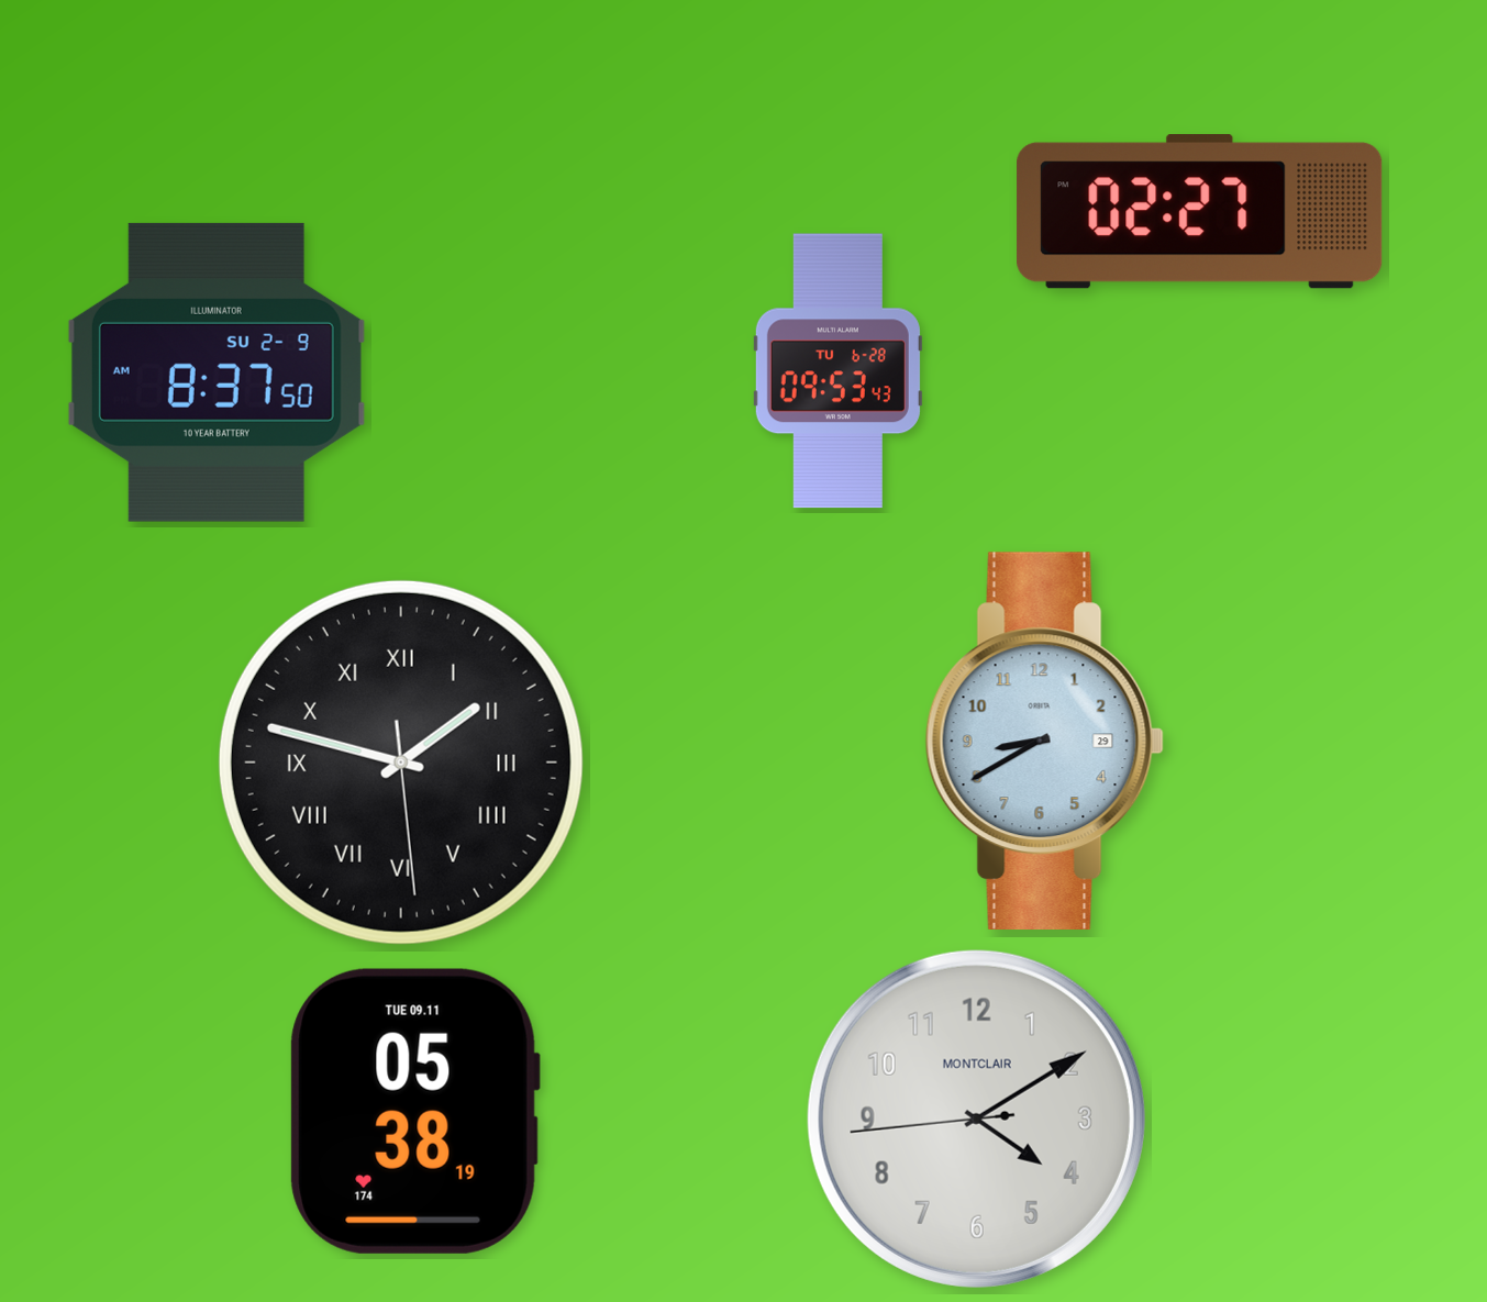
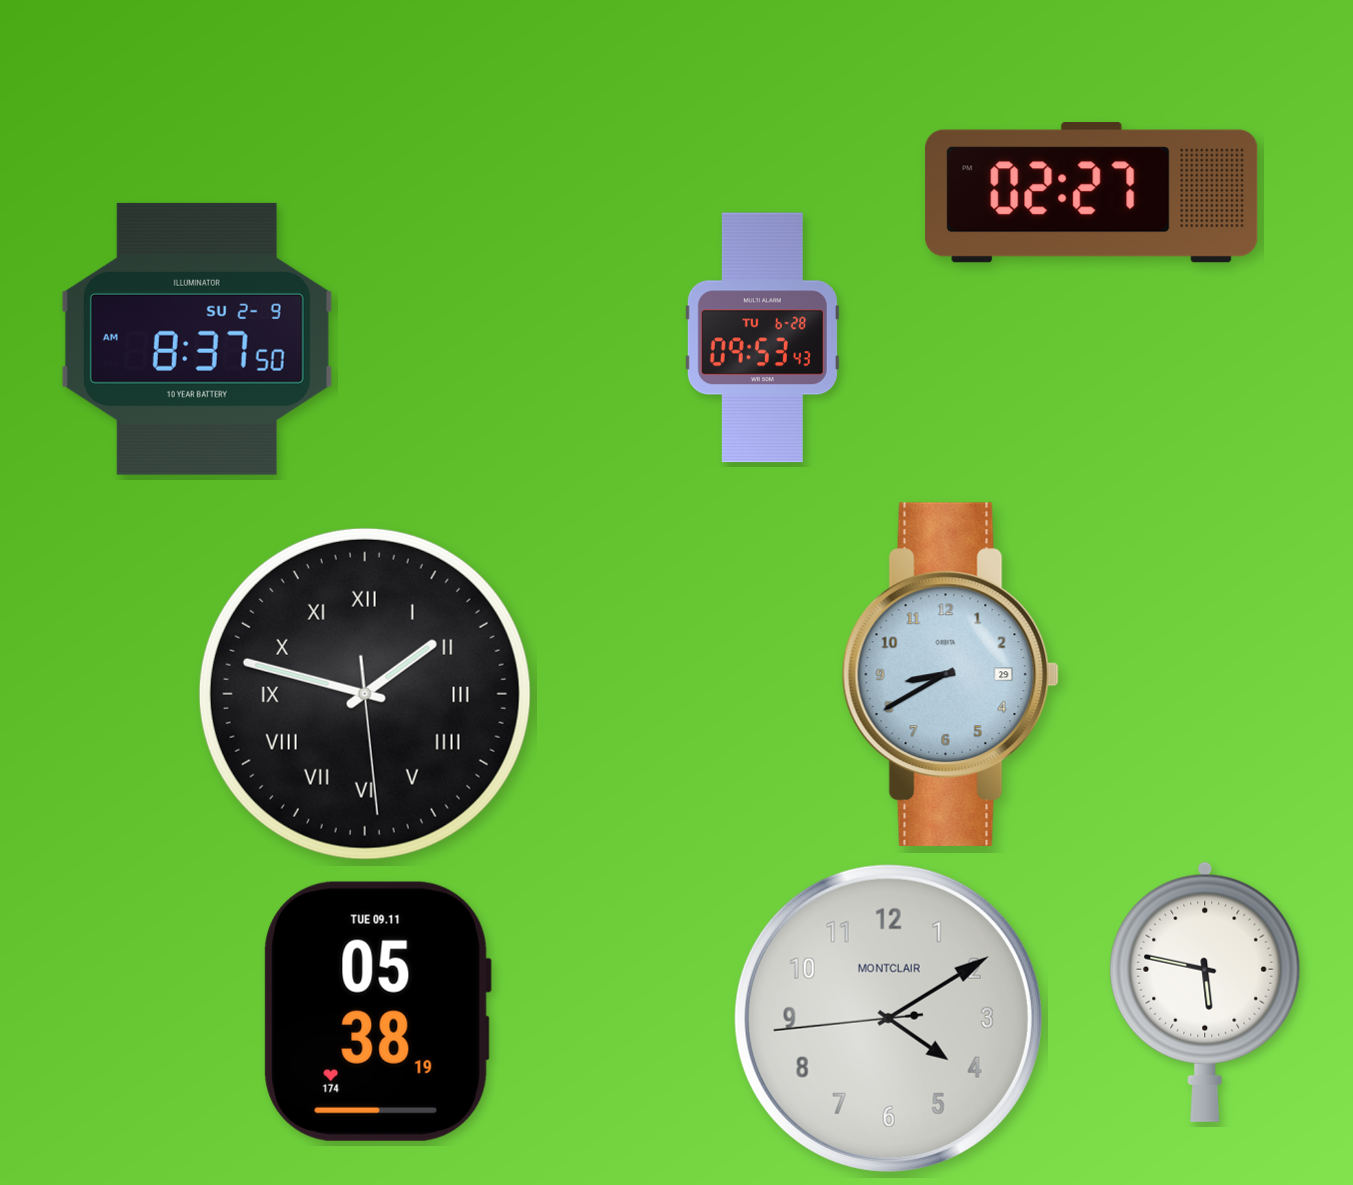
clock at (1205, 992): none -> 5:47
